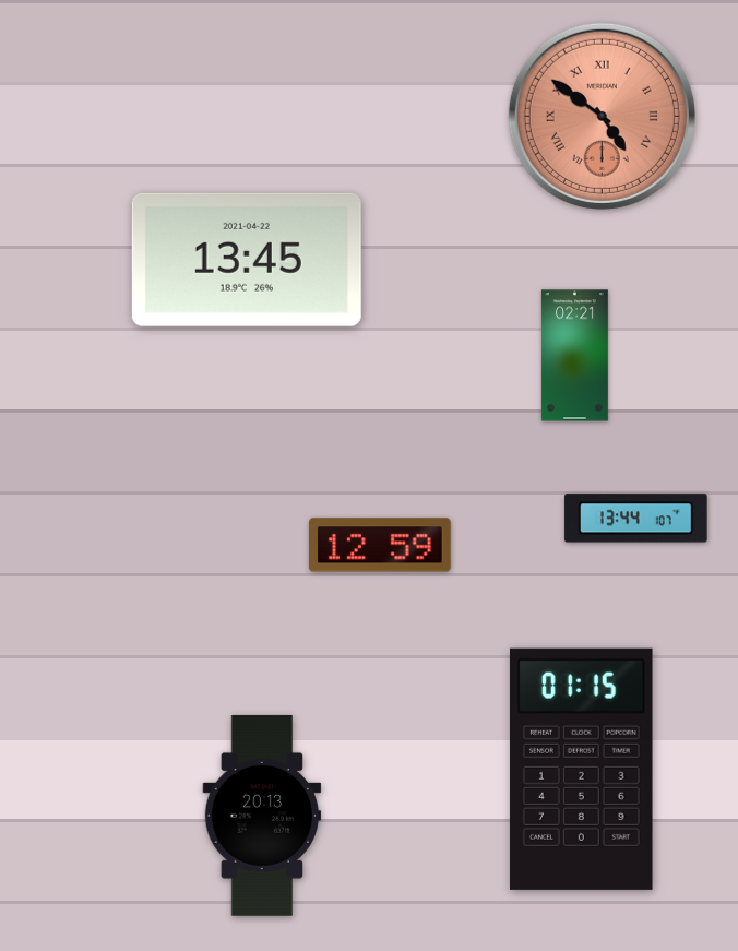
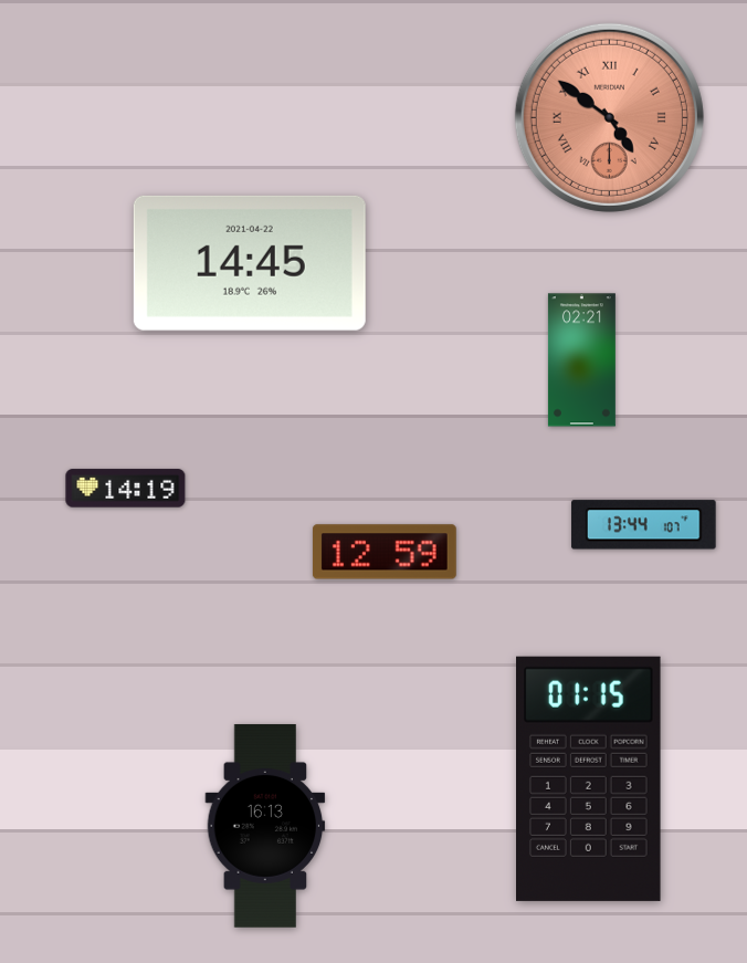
clock at (247, 260): 13:45 -> 14:45
clock at (126, 489): none -> 14:19
clock at (262, 816): 20:13 -> 16:13
